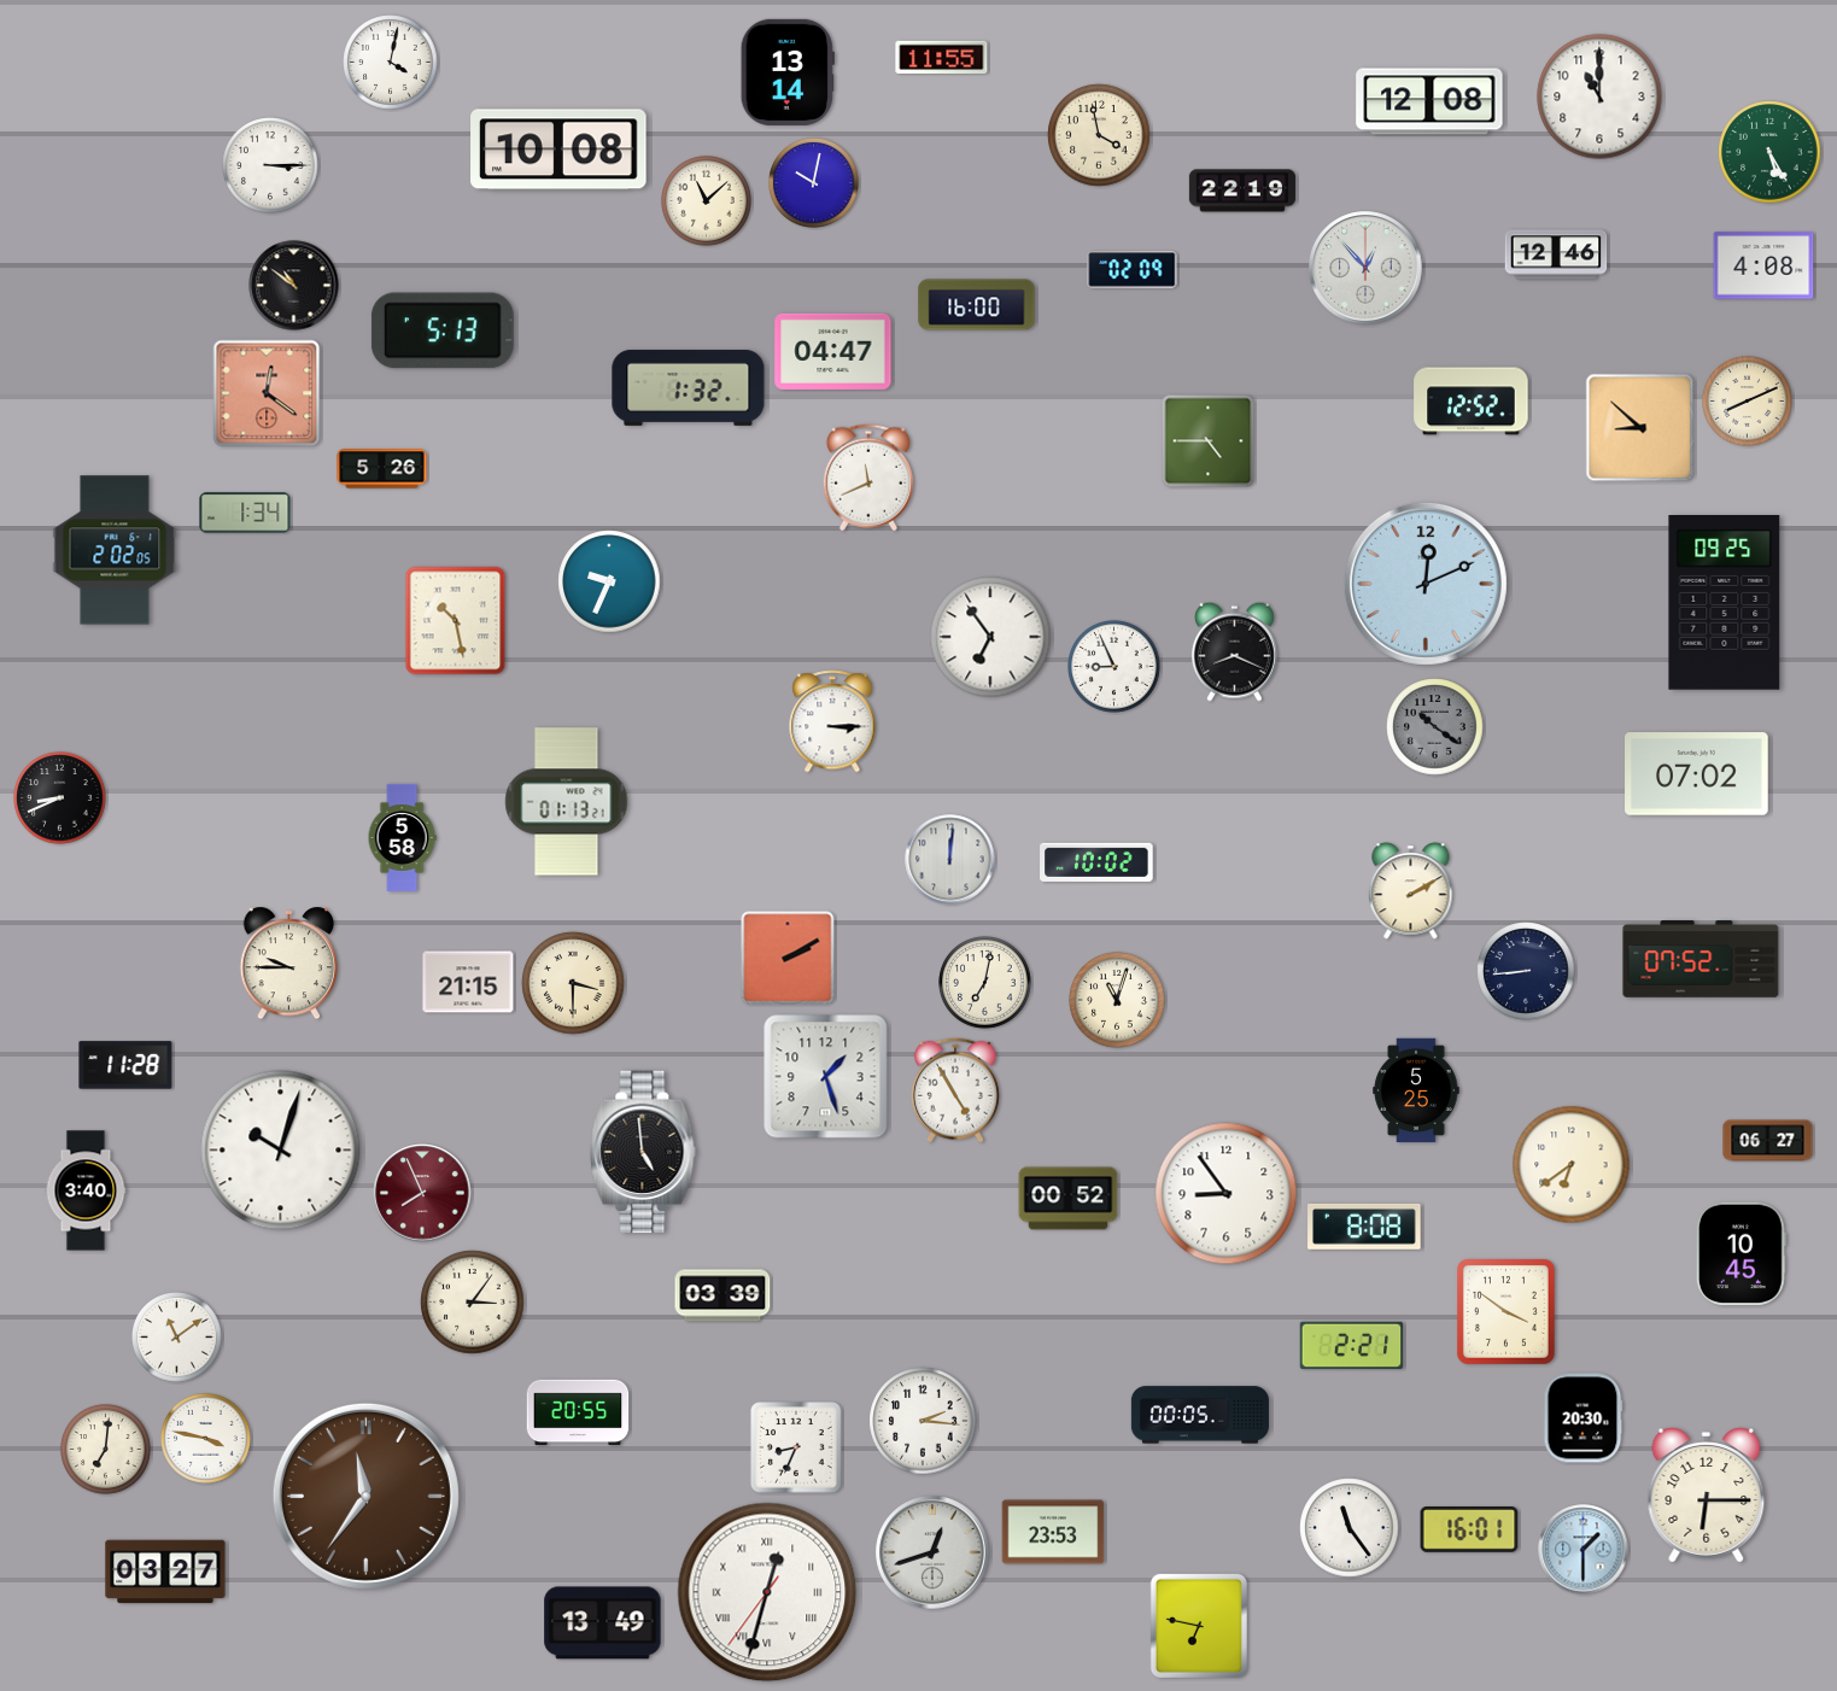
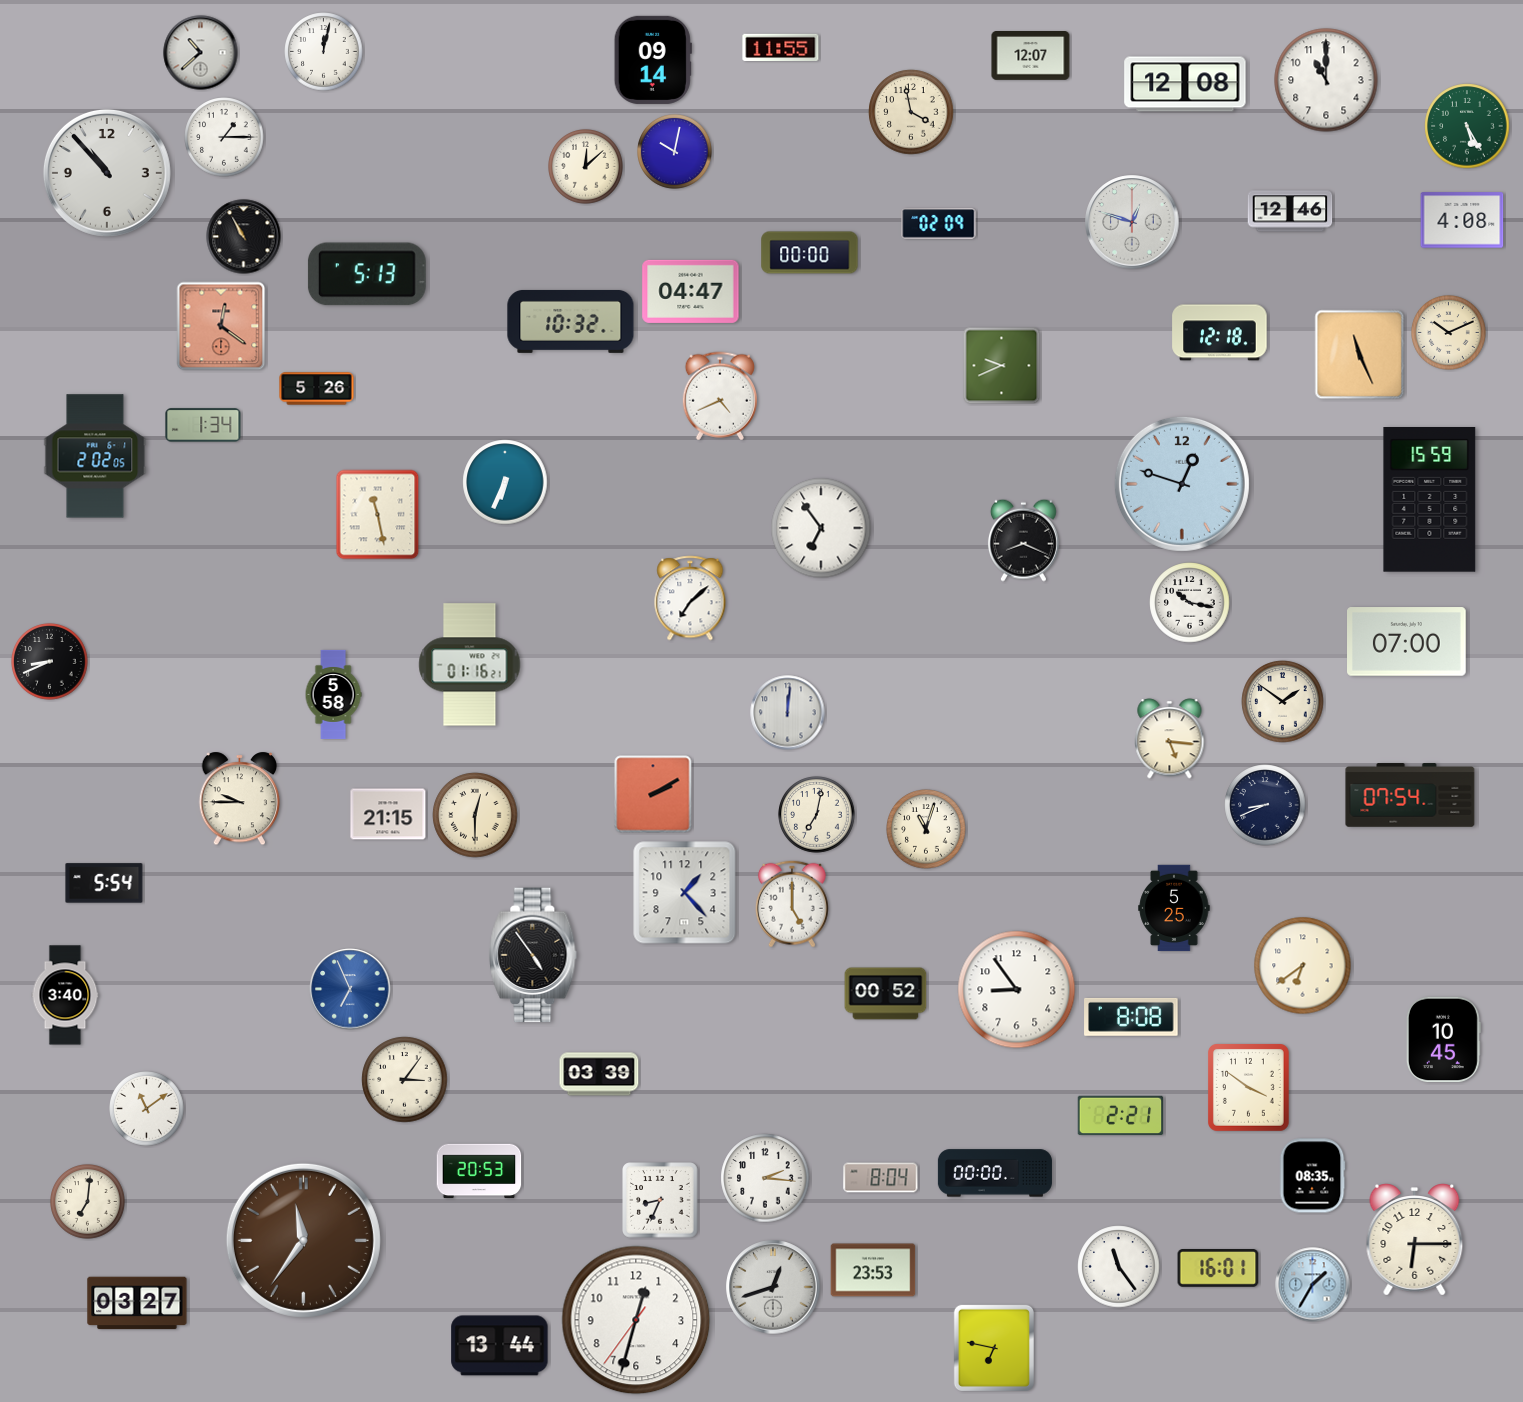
clock at (391, 63): 4:02 -> 12:02
clock at (201, 53): none -> 10:38
clock at (1031, 56): none -> 12:07
clock at (788, 72): 13:14 -> 09:14
clock at (558, 150): 10:08 -> none
clock at (270, 165): 3:15 -> 1:15
clock at (1242, 191): 22:19 -> none
clock at (707, 201): 11:08 -> 12:08
clock at (107, 173): none -> 10:53
clock at (1365, 268): 12:53 -> 12:48
clock at (294, 286): 10:51 -> 10:55
clock at (977, 305): 16:00 -> 00:00
clock at (689, 387): 1:32 -> 10:32
clock at (1472, 402): 12:52 -> 12:18
clock at (1748, 402): 8:11 -> 10:11
clock at (1640, 428): 8:52 -> 11:26
clock at (1209, 441): 4:45 -> 9:41
clock at (868, 478): 11:41 -> 4:41
clock at (609, 581): 9:34 -> 6:34
clock at (1426, 584): 12:11 -> 12:48
clock at (1725, 603): 09:25 -> 15:59
clock at (456, 621): 10:28 -> 11:28
clock at (1115, 667): 8:56 -> none
clock at (832, 721): 3:15 -> 7:08
clock at (1435, 727): 10:21 -> 10:17
clock at (1435, 727) dial: grey -> white
clock at (1697, 774): 07:02 -> 07:00
clock at (567, 802): 01:13 -> 01:16
clock at (1283, 702): none -> 1:51
clock at (1096, 862): 10:02 -> none
clock at (1411, 891): 2:10 -> 5:16
clock at (1701, 959): 07:52 -> 07:54
clock at (1526, 971): 8:44 -> 8:41
clock at (573, 983): 3:30 -> 12:30
clock at (125, 1065): 11:28 -> 5:54
clock at (826, 1077): 1:27 -> 1:23
clock at (955, 1090): 4:55 -> 5:00
clock at (1416, 1090) position: (1416, 1090) -> (1174, 908)
clock at (1768, 1141): 06:27 -> none
clock at (281, 1151): 10:03 -> none
clock at (643, 1152): 4:59 -> 4:54
clock at (86, 1190) position: (86, 1190) -> (65, 995)
clock at (422, 1193): 7:56 -> 6:56
clock at (422, 1193) dial: burgundy -> blue
clock at (473, 1303) position: (473, 1303) -> (405, 1080)
clock at (578, 1412): 20:55 -> 20:53
clock at (1200, 1415): 00:05 -> 00:00
clock at (1582, 1418): 20:30 -> 08:35
clock at (881, 1178): none -> 8:04
clock at (206, 1439): 3:47 -> none
clock at (1584, 1550): 1:30 -> 1:35
clock at (767, 1592) numerals: Roman -> Arabic
clock at (603, 1623): 13:49 -> 13:44
